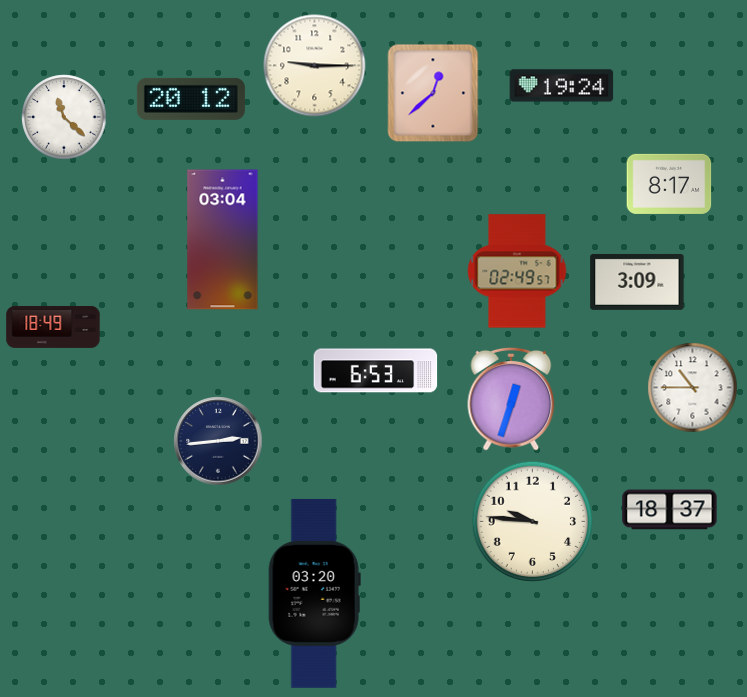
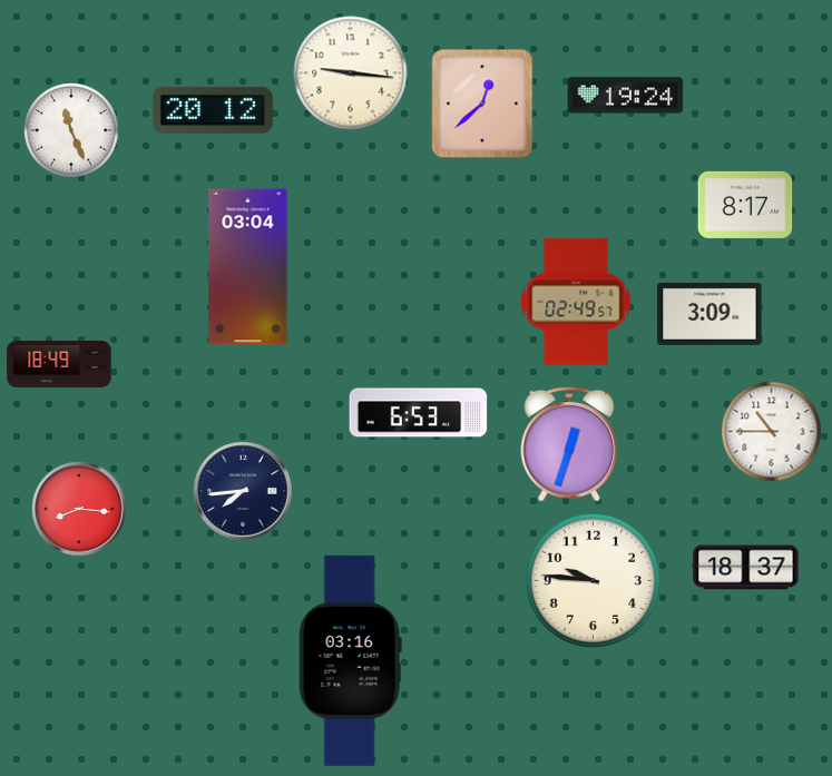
clock at (315, 66): 9:15 -> 9:16
clock at (64, 117): 11:22 -> 11:26
clock at (218, 441): 2:44 -> 7:44
clock at (79, 509): none -> 8:16
clock at (314, 593): 03:20 -> 03:16
